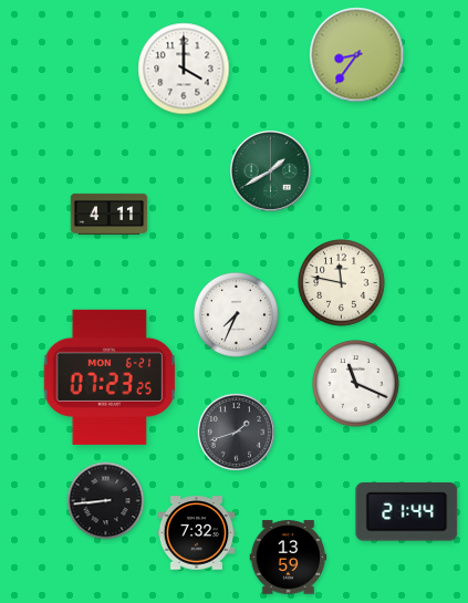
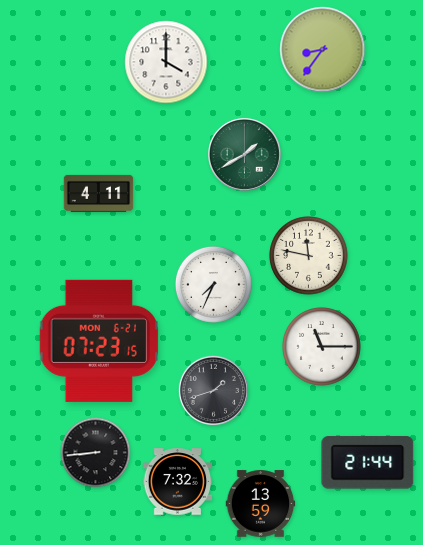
clock at (110, 377): 07:23:25 -> 07:23:15
clock at (356, 384): 11:19 -> 11:15
